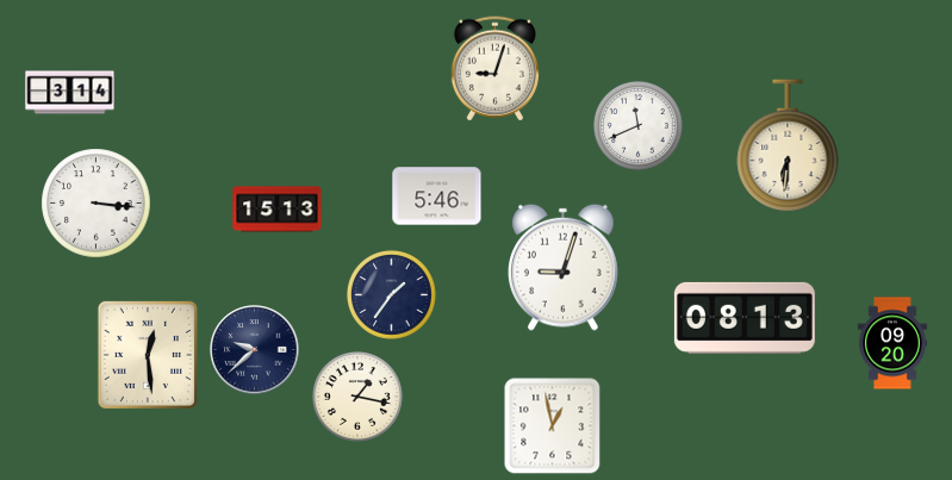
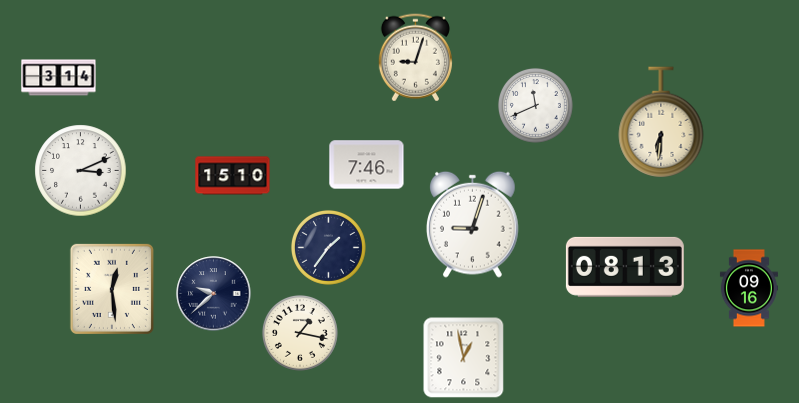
clock at (437, 197): 5:46 -> 7:46
clock at (97, 204): 3:16 -> 3:11
clock at (278, 210): 15:13 -> 15:10
clock at (892, 343): 09:20 -> 09:16
clock at (148, 355) position: (148, 355) -> (112, 289)
